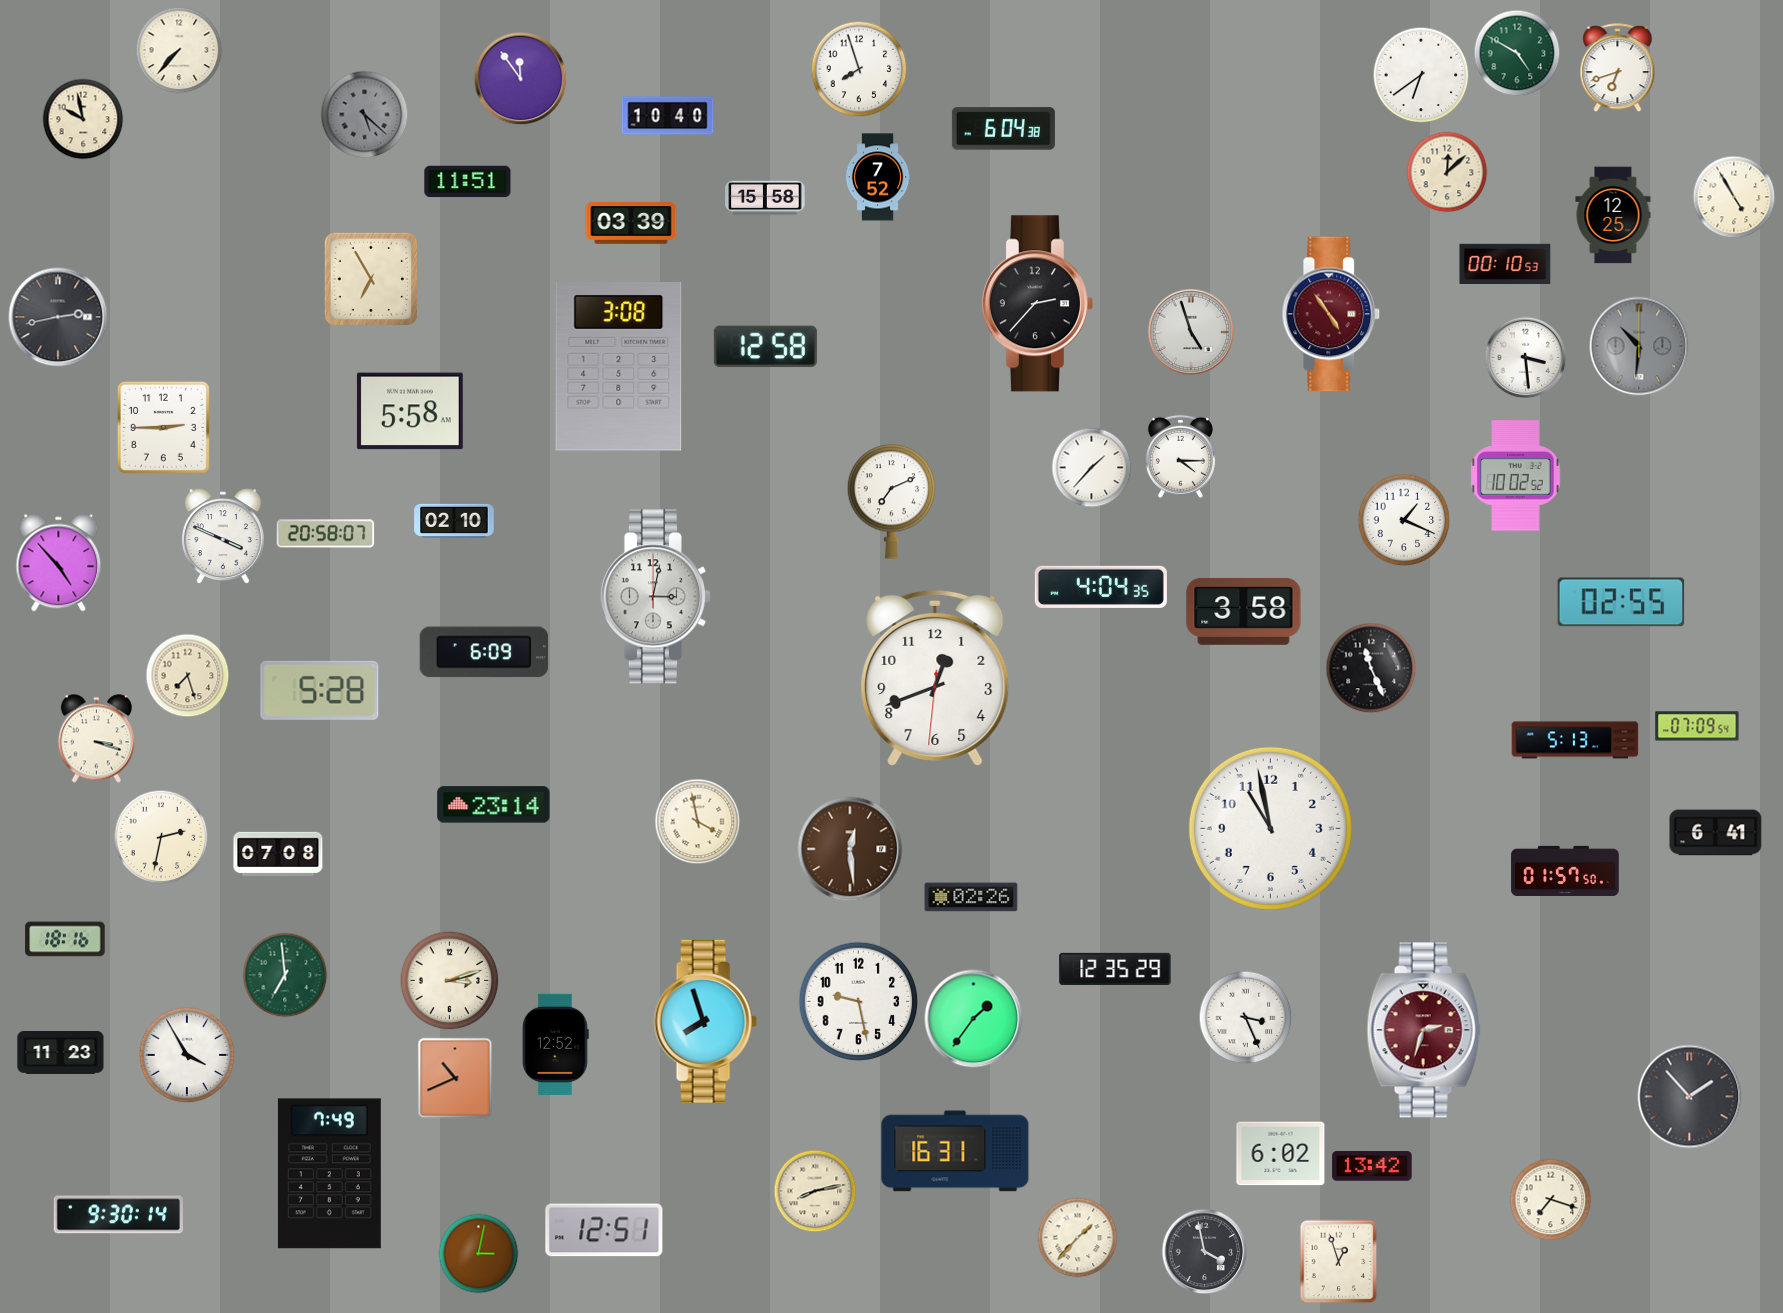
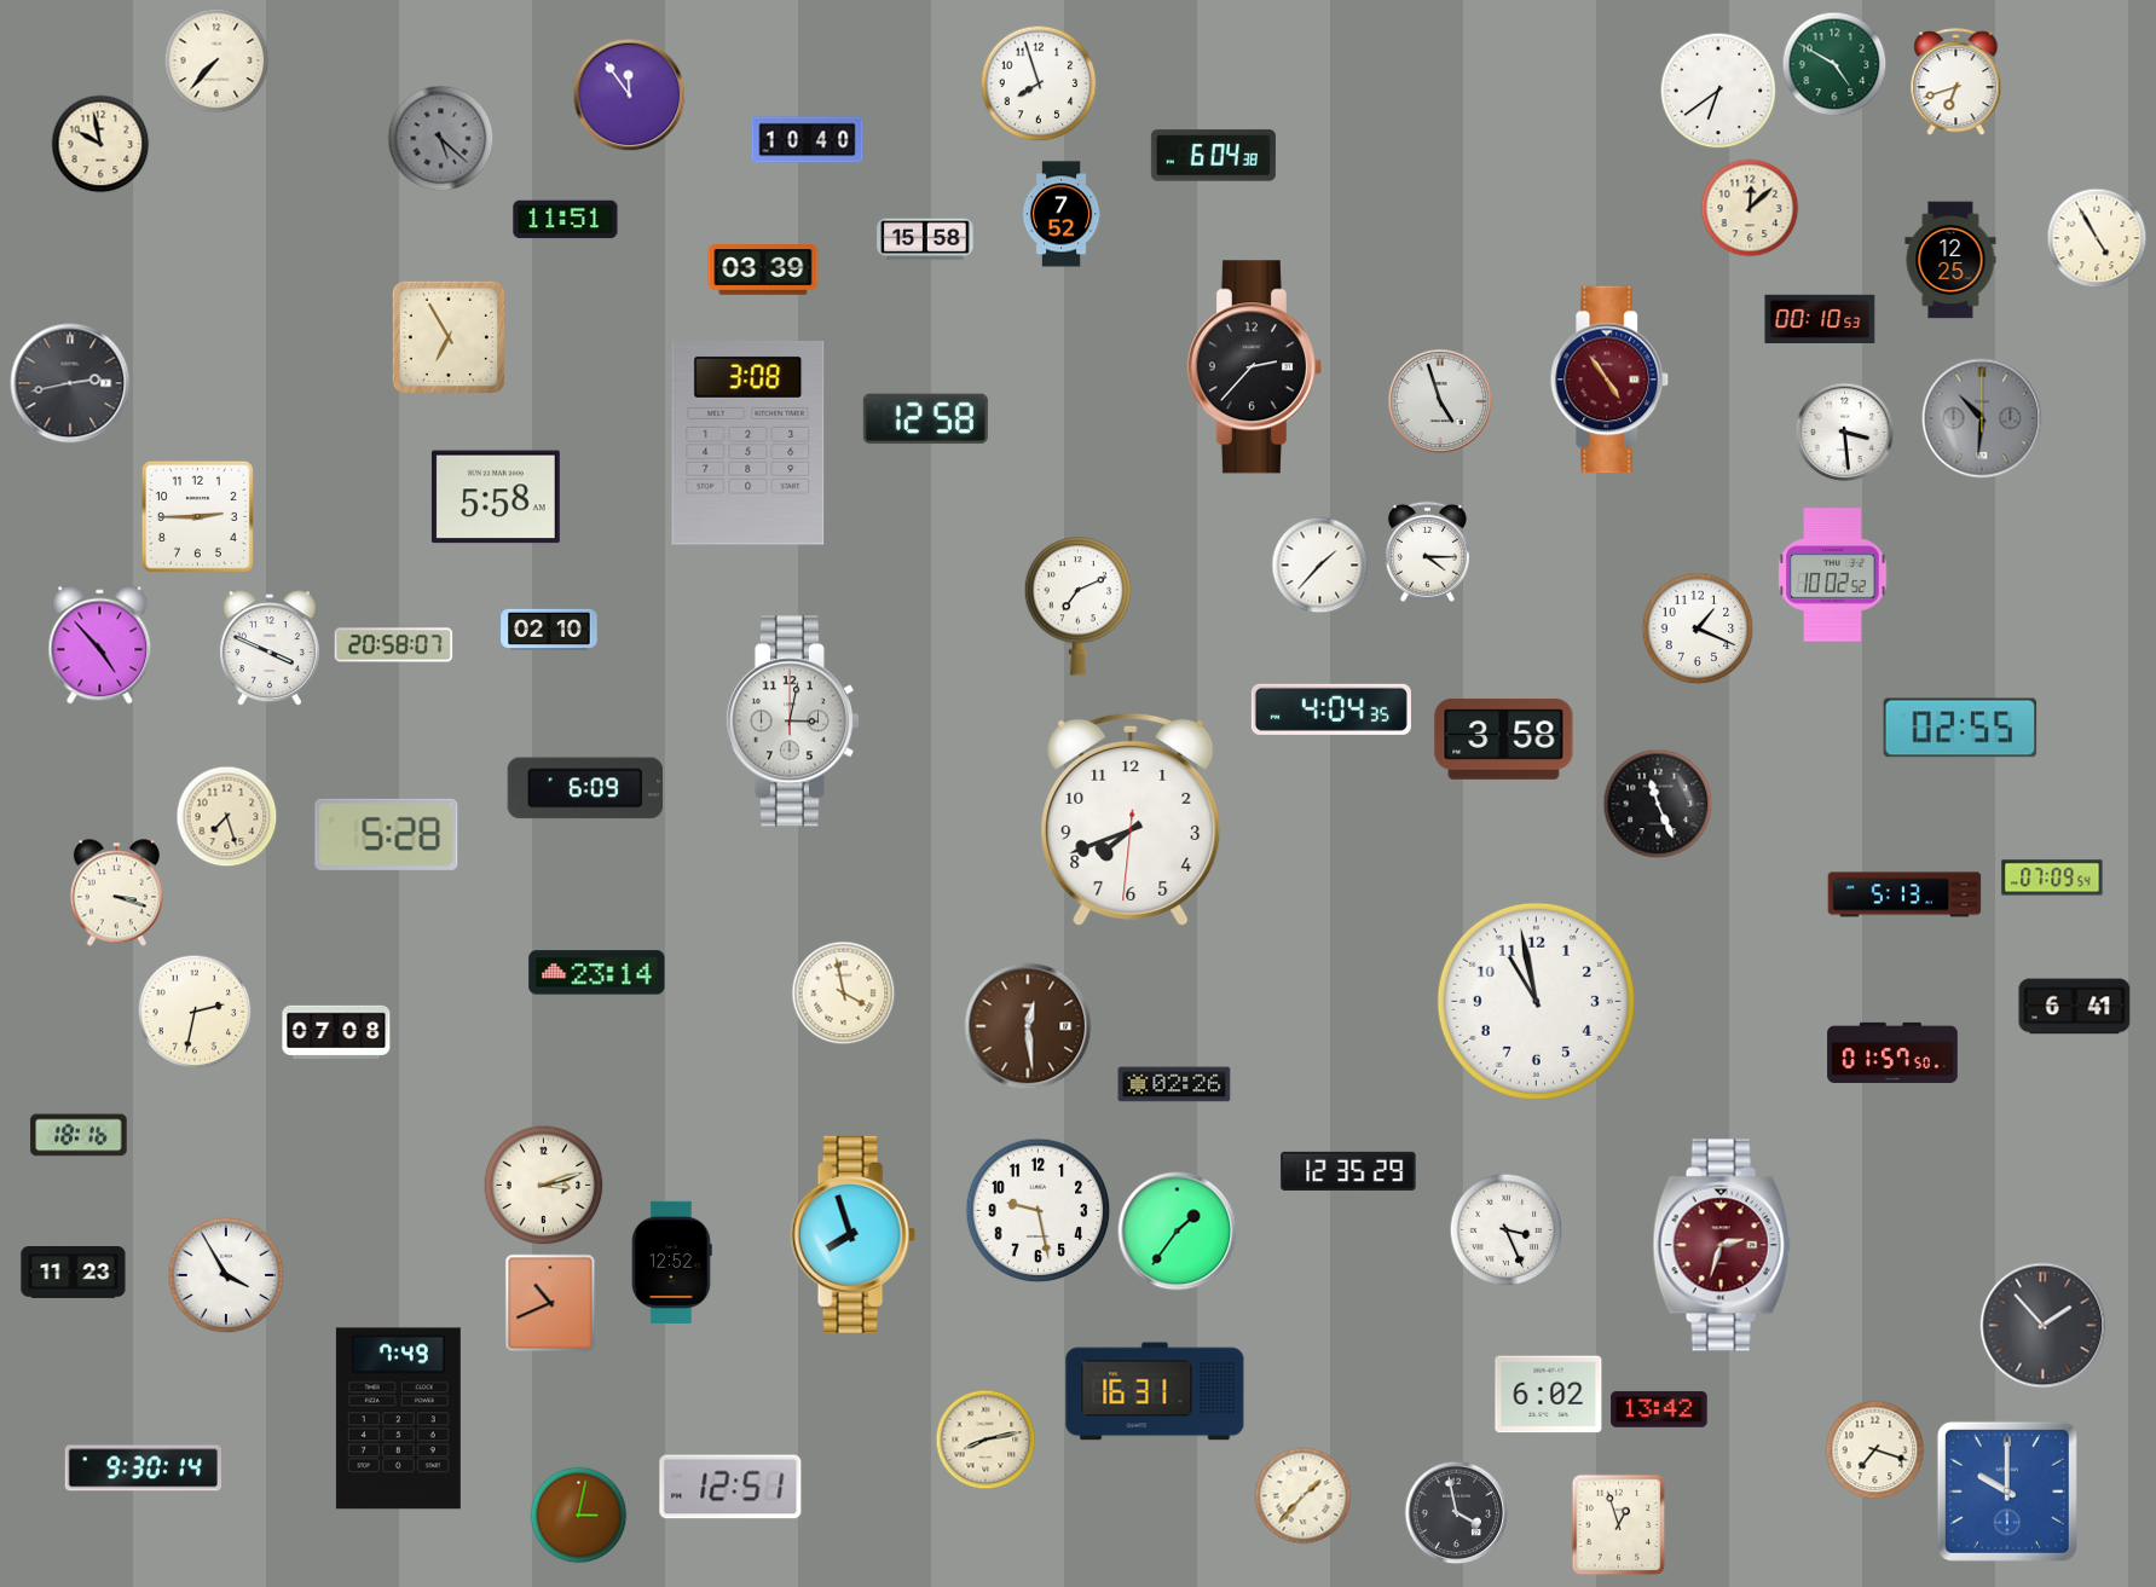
clock at (59, 563) position: (59, 563) -> (100, 645)
clock at (1371, 668) position: (1371, 668) -> (1658, 804)
clock at (935, 678): 12:41 -> 7:41
clock at (285, 975): 6:59 -> none
clock at (2007, 1492): none -> 10:00
